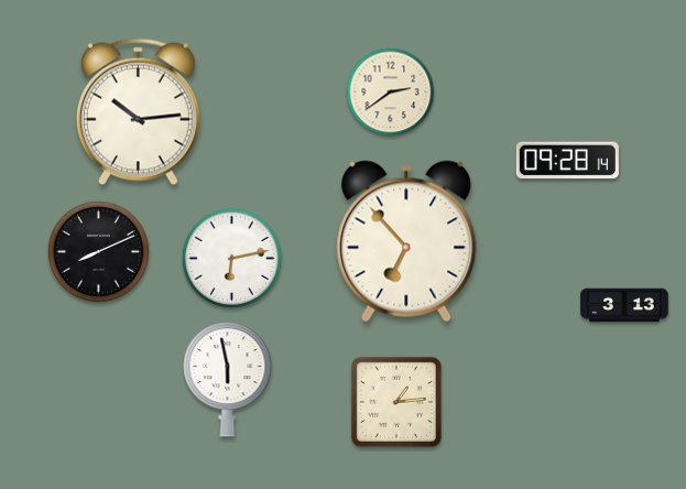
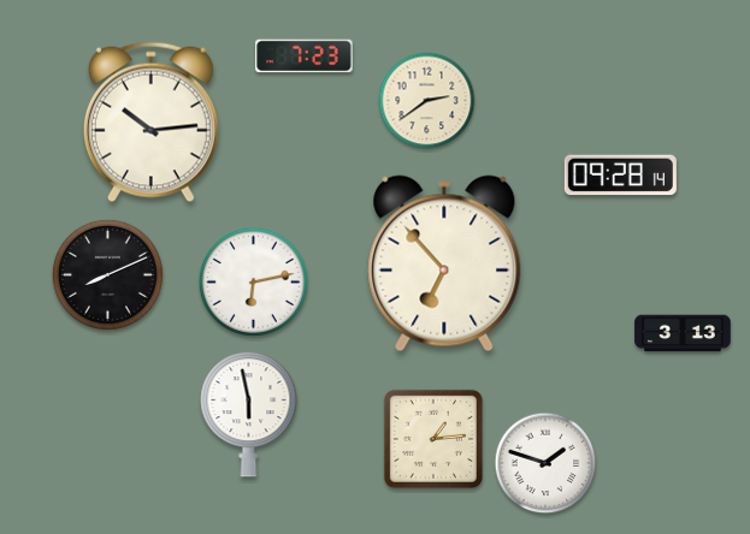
clock at (305, 57): none -> 7:23
clock at (545, 463): none -> 1:48
